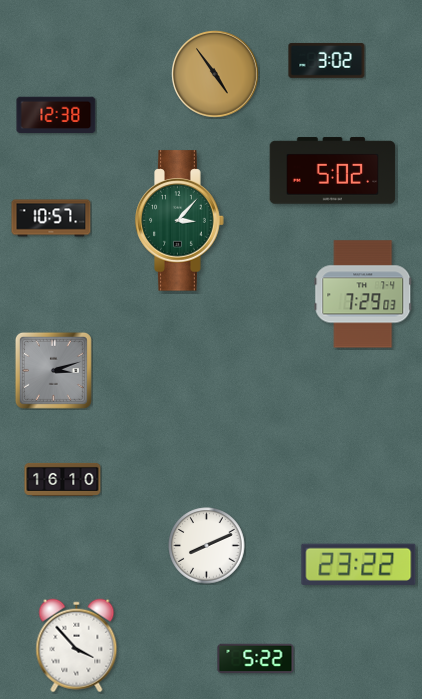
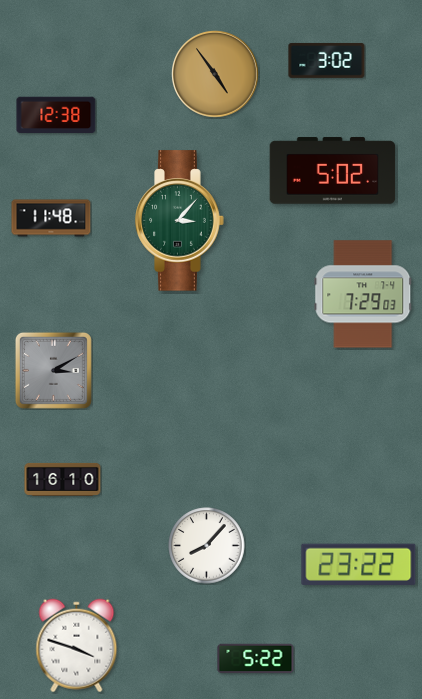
clock at (51, 218): 10:57 -> 11:48
clock at (53, 370): 3:12 -> 3:10
clock at (207, 546): 8:11 -> 8:07
clock at (77, 646): 3:53 -> 3:48
